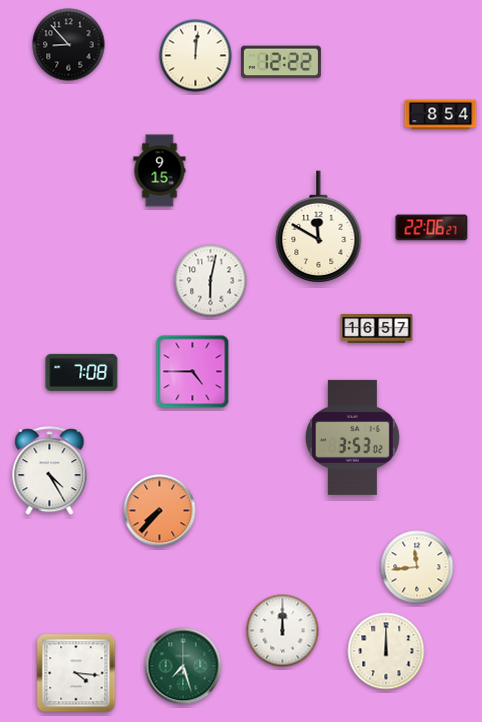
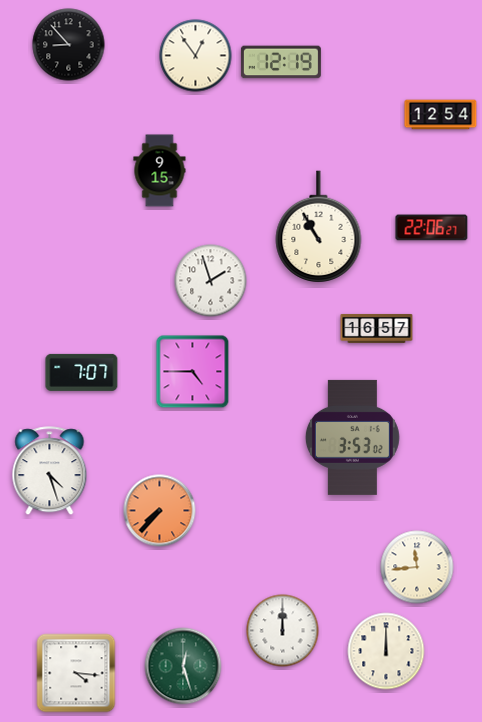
clock at (196, 56): 12:01 -> 12:54
clock at (281, 62): 12:22 -> 12:19
clock at (441, 115): 8:54 -> 12:54
clock at (319, 226): 11:50 -> 10:55
clock at (211, 281): 6:02 -> 1:57
clock at (82, 372): 7:08 -> 7:07
clock at (50, 471): 4:25 -> 4:27
clock at (183, 666): 7:27 -> 12:27
